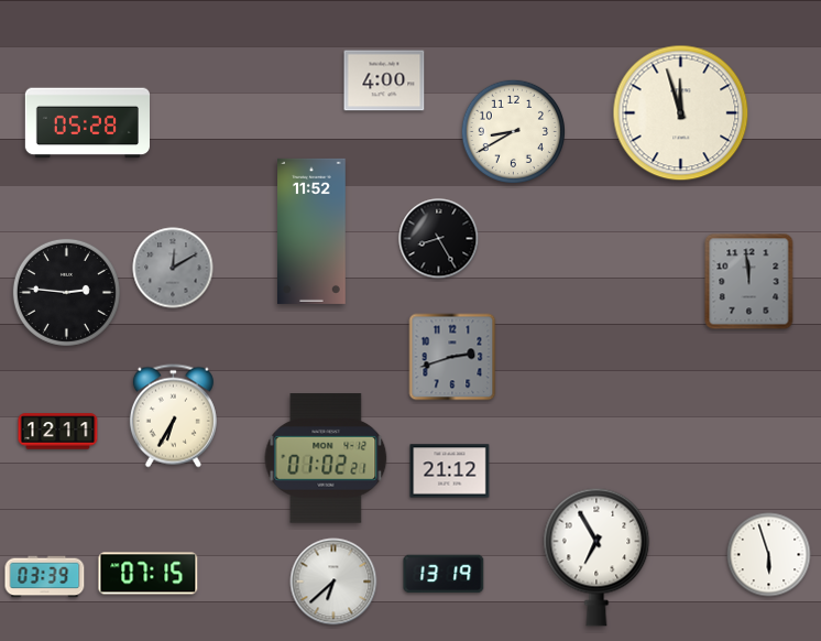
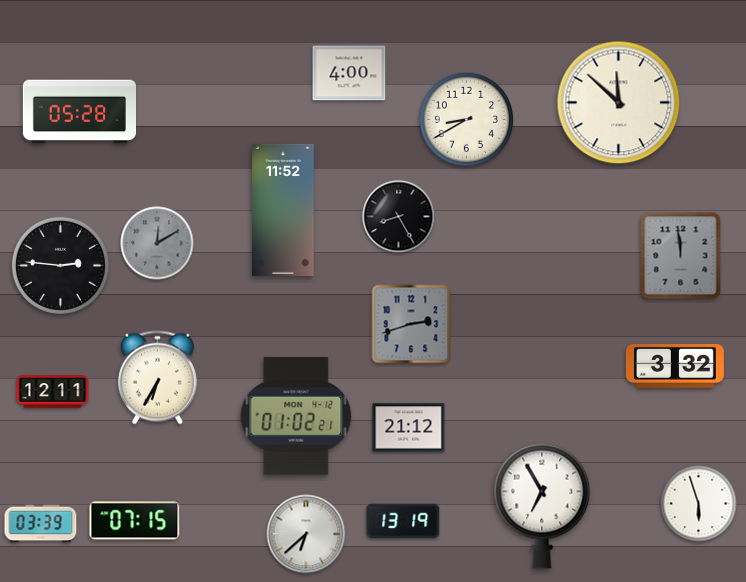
clock at (681, 113): 11:57 -> 11:52
clock at (675, 367): none -> 3:32
clock at (333, 582) position: (333, 582) -> (306, 534)
